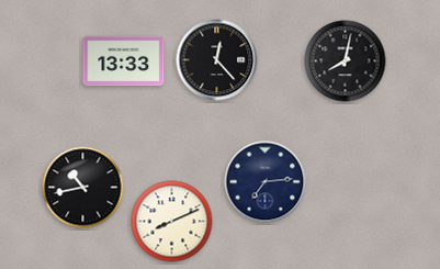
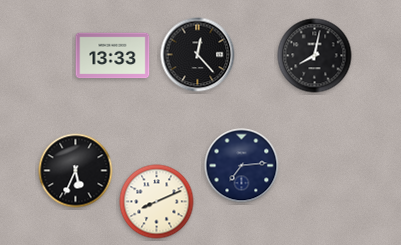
clock at (83, 188): 10:43 -> 5:34
